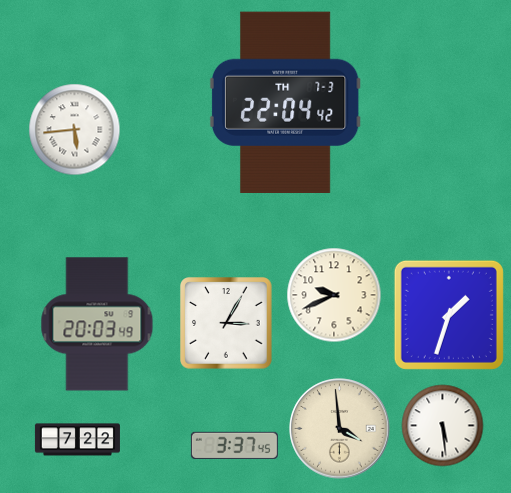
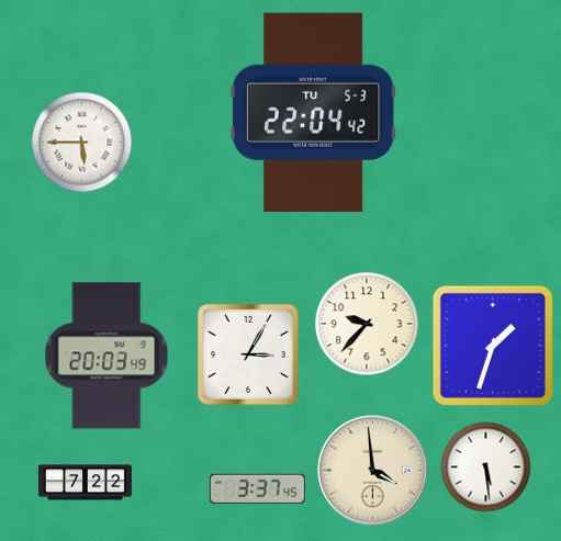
clock at (285, 102) date: TH 7-3 -> TU 5-3
clock at (75, 130): 5:44 -> 5:45
clock at (334, 295): 9:41 -> 9:37
